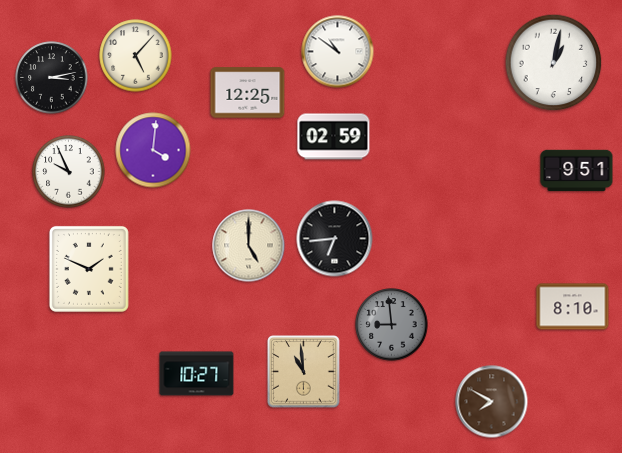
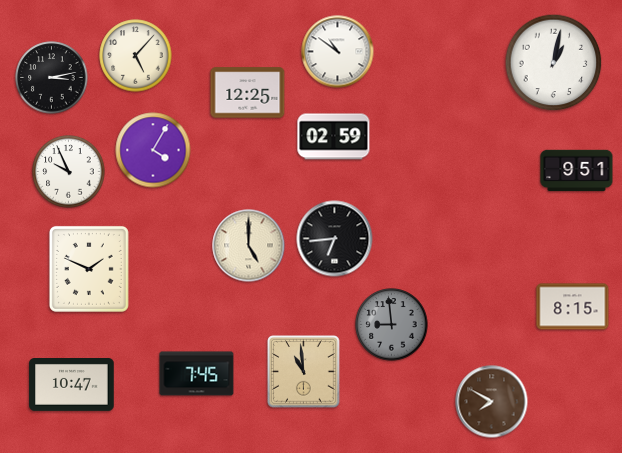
clock at (153, 150): 4:01 -> 4:05
clock at (573, 307): 8:10 -> 8:15
clock at (197, 374): 10:27 -> 7:45
clock at (72, 385): none -> 10:47
